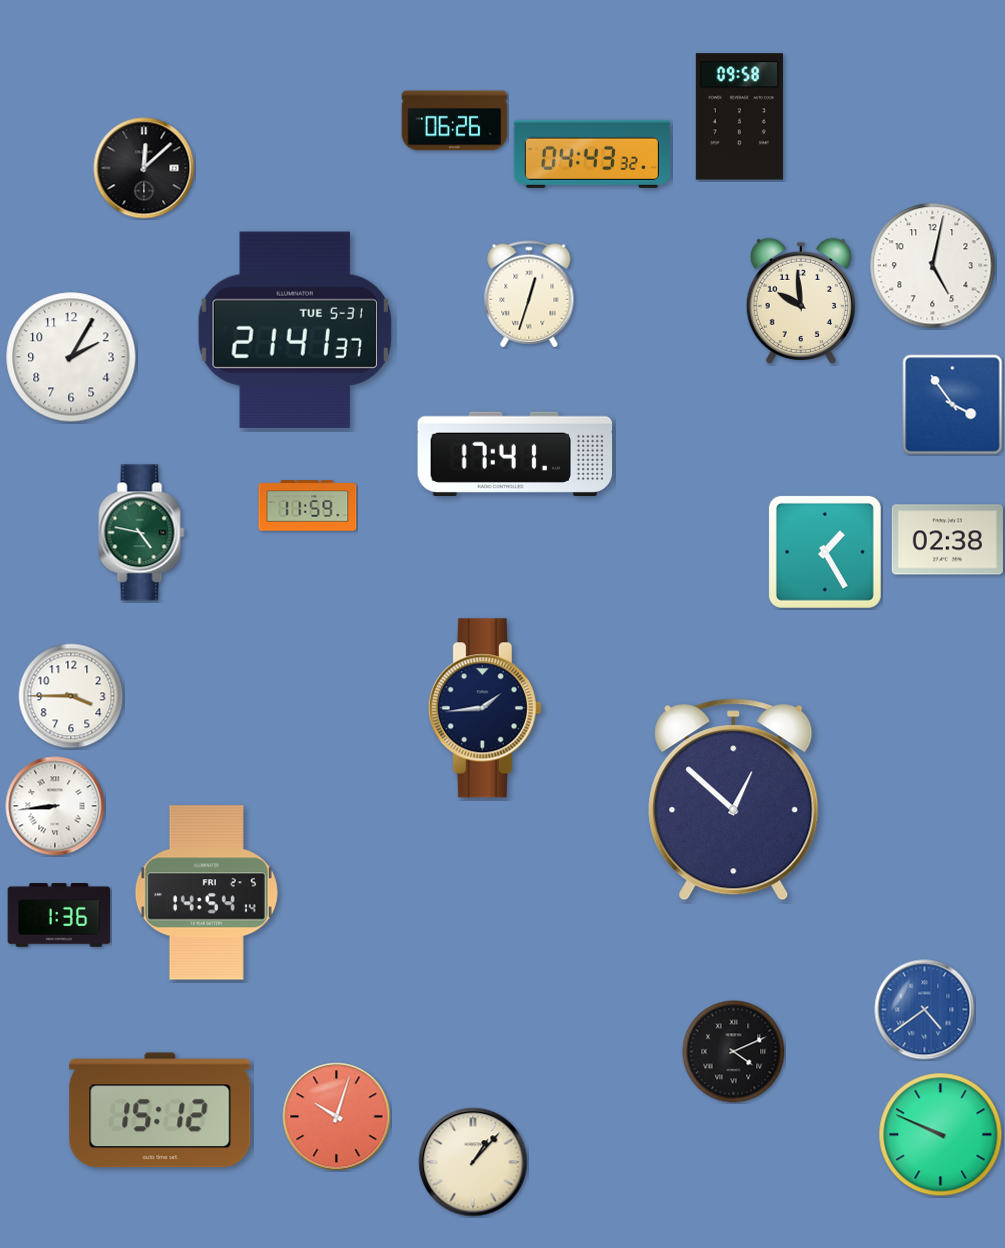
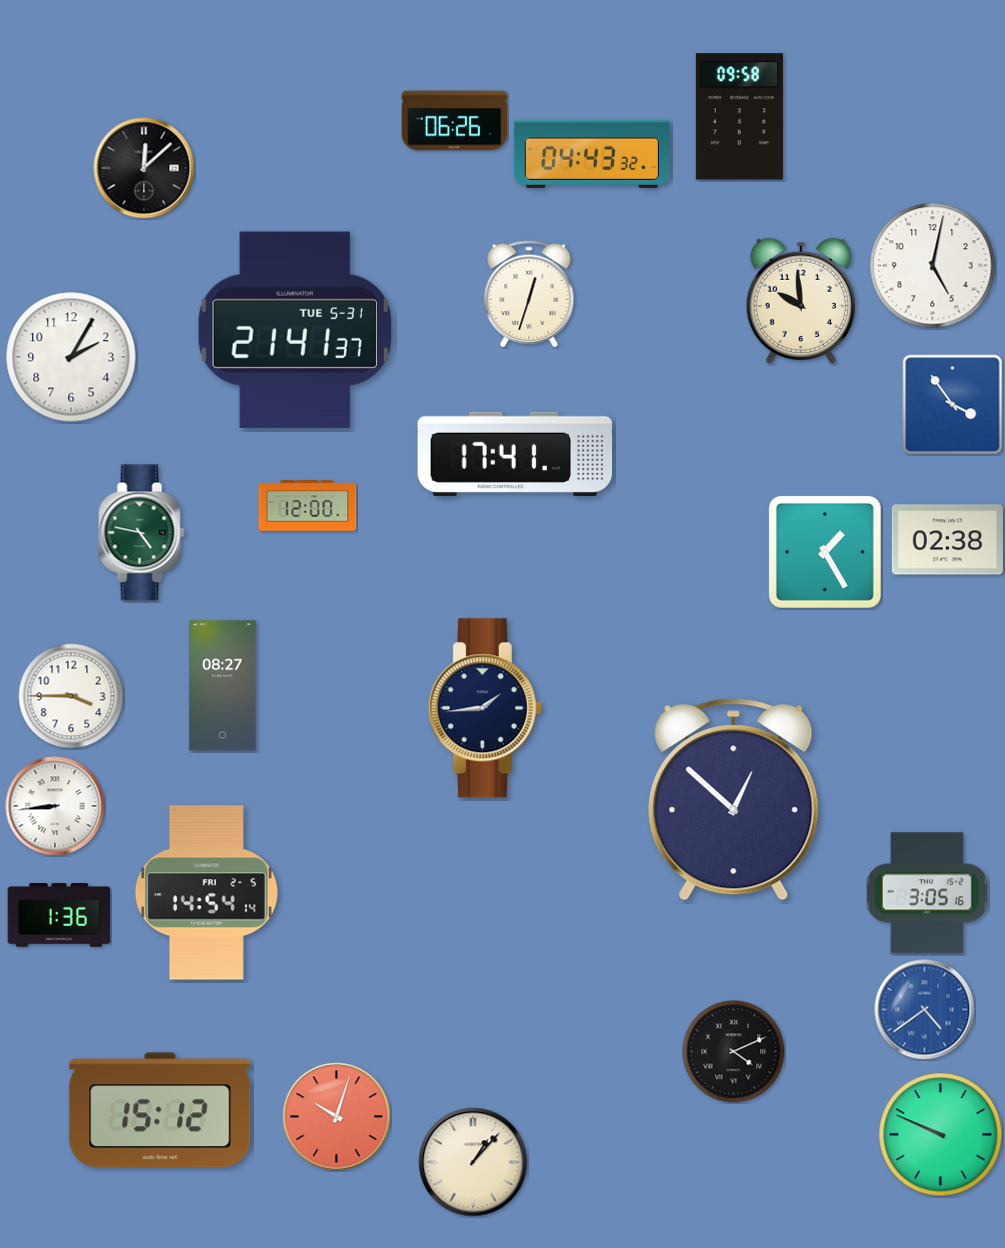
clock at (308, 506): 11:59 -> 12:00
clock at (223, 686): none -> 08:27
clock at (927, 893): none -> 3:05
